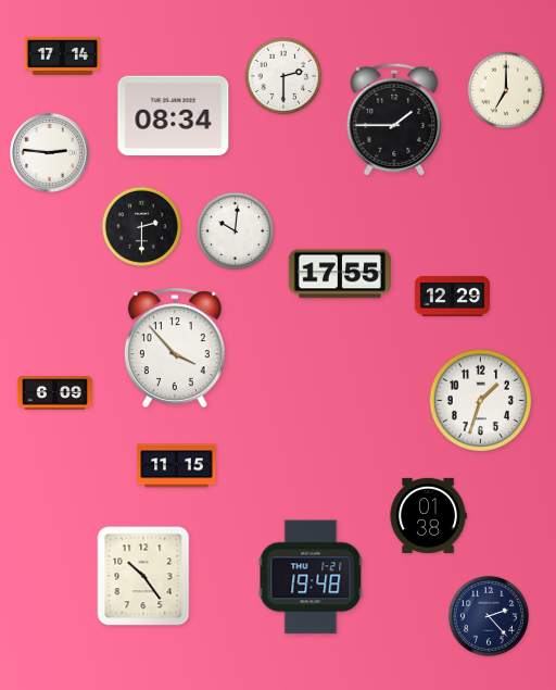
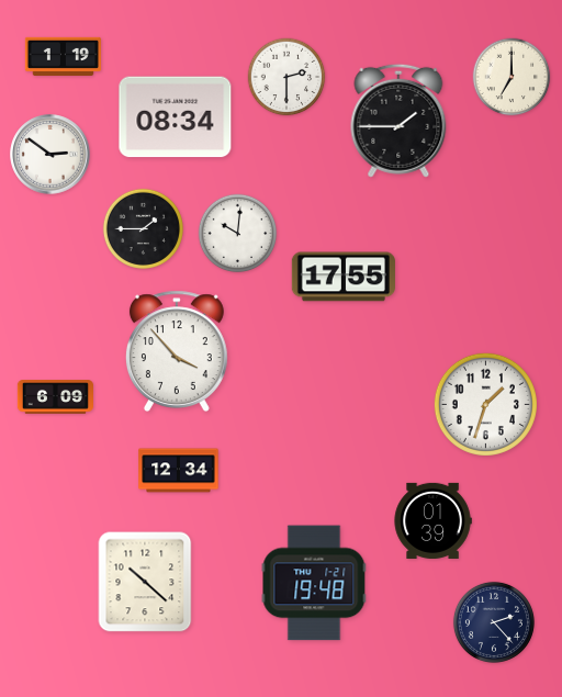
clock at (62, 55): 17:14 -> 1:19
clock at (506, 90) position: (506, 90) -> (512, 77)
clock at (50, 153): 2:46 -> 2:51
clock at (141, 226): 2:30 -> 1:45
clock at (452, 296): 12:29 -> none
clock at (177, 466): 11:15 -> 12:34
clock at (428, 515): 01:38 -> 01:39
clock at (143, 576): 10:24 -> 10:22
